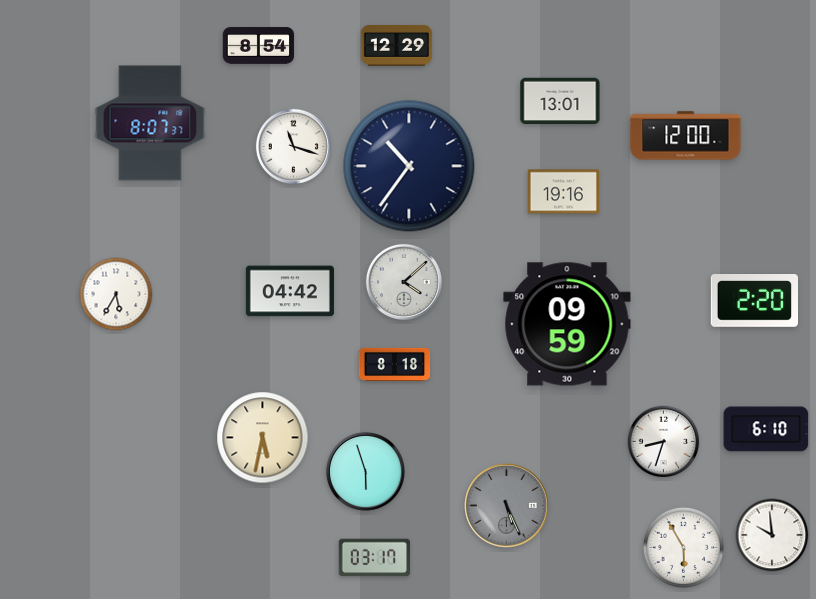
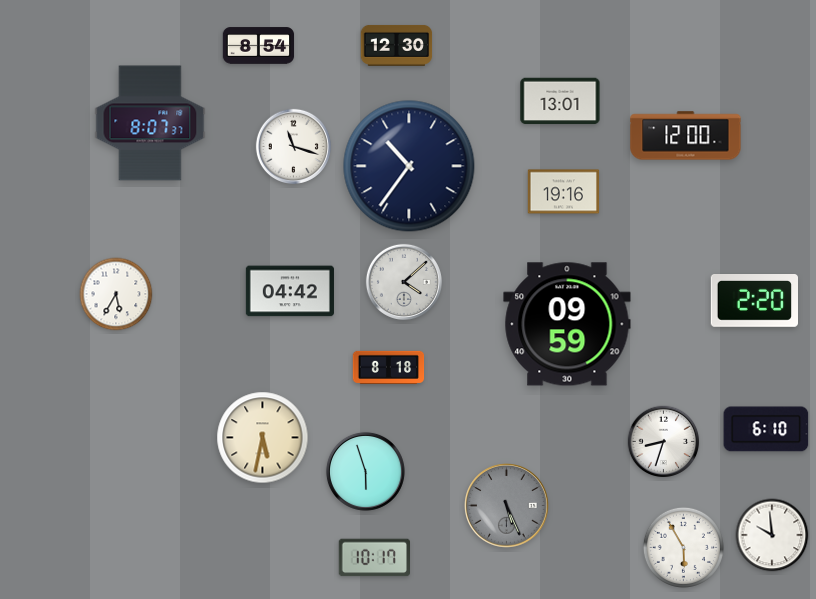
clock at (397, 45): 12:29 -> 12:30
clock at (395, 364) position: (395, 364) -> (389, 367)
clock at (374, 558): 03:17 -> 10:17
